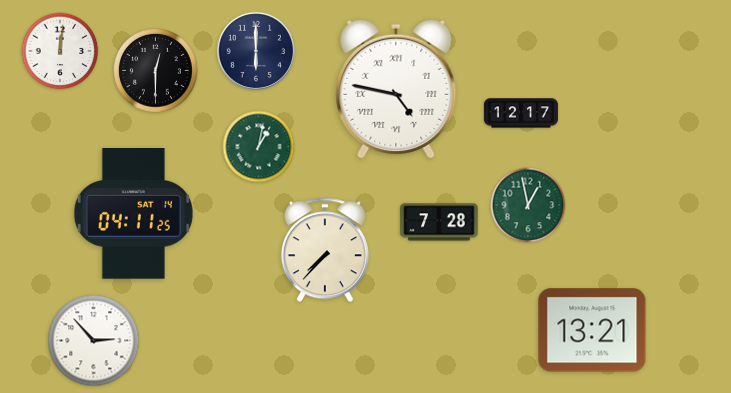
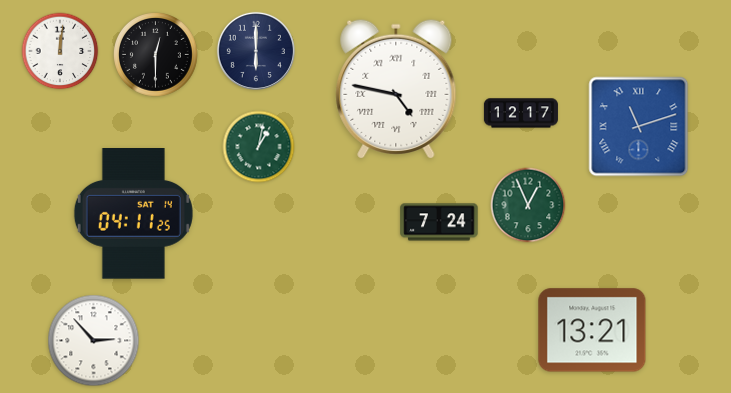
clock at (156, 71) position: (156, 71) -> (156, 55)
clock at (639, 127): none -> 11:12
clock at (528, 205): 12:58 -> 12:56
clock at (439, 222): 7:28 -> 7:24
clock at (325, 250): 7:37 -> none
